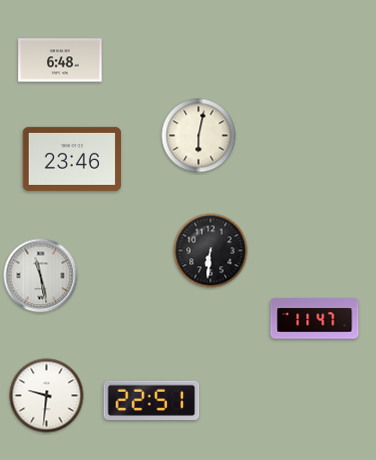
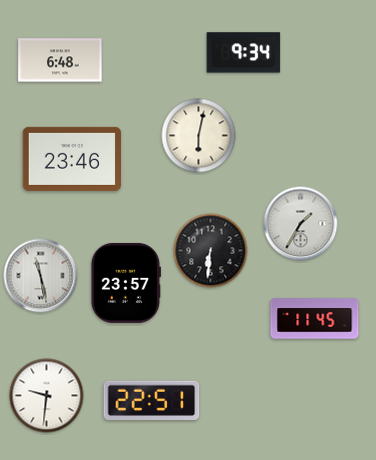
clock at (244, 53): none -> 9:34
clock at (301, 224): none -> 1:35
clock at (125, 283): none -> 23:57
clock at (315, 319): 11:47 -> 11:45
